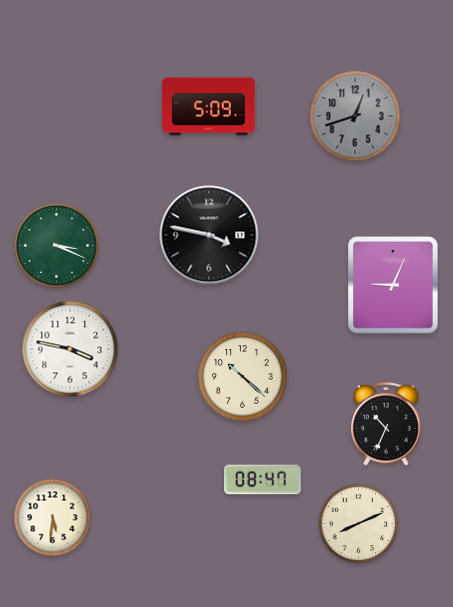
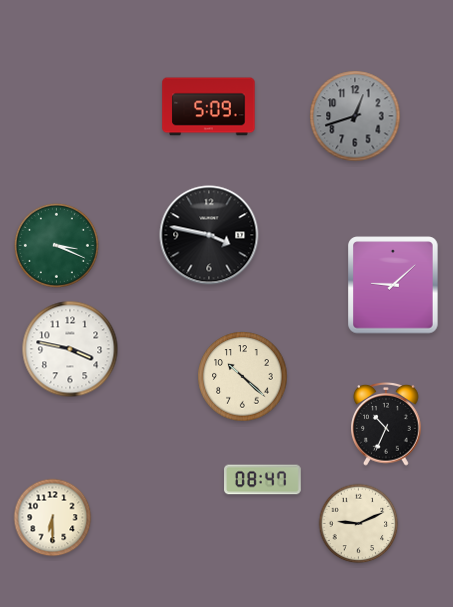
clock at (393, 285): 9:04 -> 9:08
clock at (53, 518): 5:31 -> 6:30
clock at (359, 524): 8:11 -> 9:11
